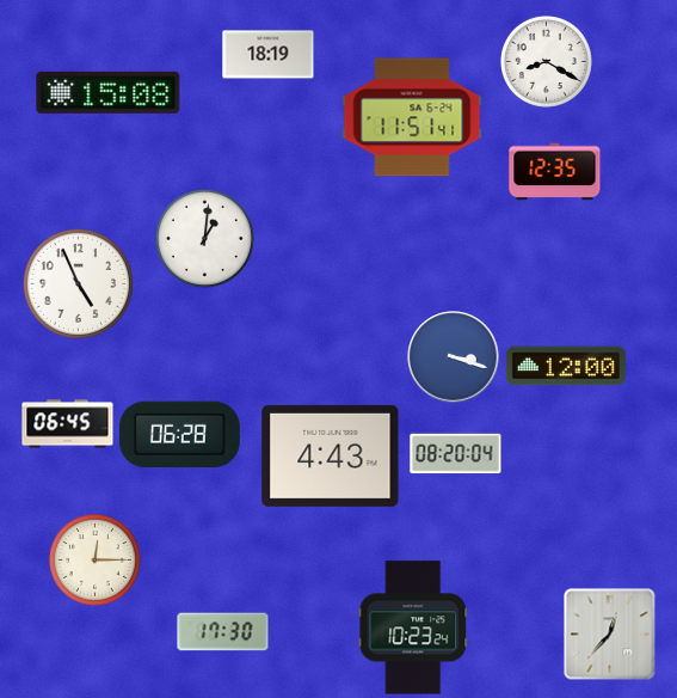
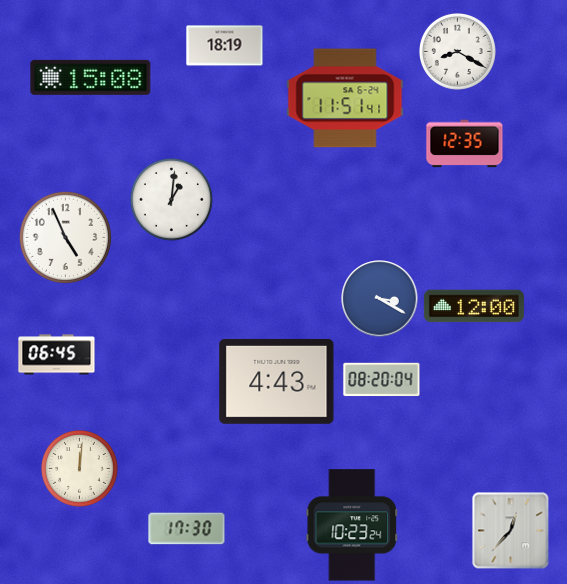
clock at (454, 357): 3:18 -> 3:20
clock at (179, 434): 06:28 -> none
clock at (94, 559): 12:15 -> 12:01
clock at (413, 627) position: (413, 627) -> (352, 525)
